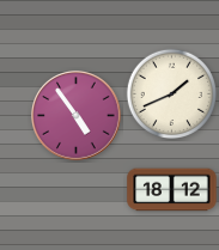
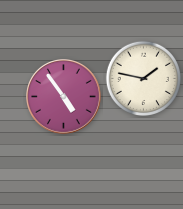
clock at (171, 93): 1:41 -> 1:47
clock at (172, 190): 18:12 -> none
